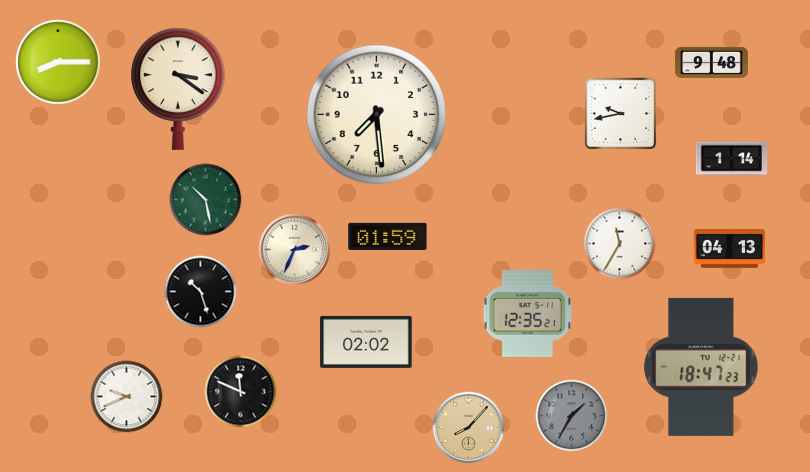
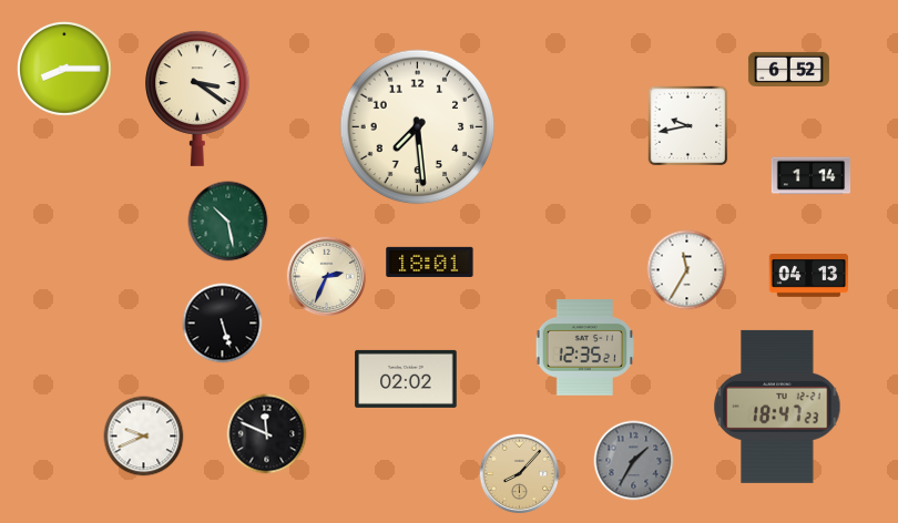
clock at (711, 62): 9:48 -> 6:52
clock at (388, 236): 01:59 -> 18:01
clock at (201, 292): 10:27 -> 5:27
clock at (127, 397) position: (127, 397) -> (144, 437)
